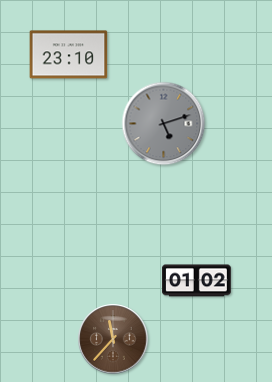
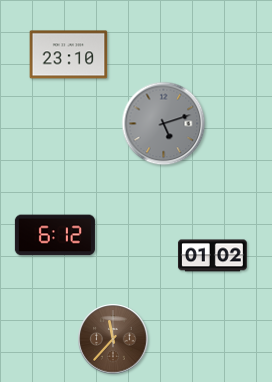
clock at (55, 235): none -> 6:12
clock at (196, 281) position: (196, 281) -> (212, 256)
